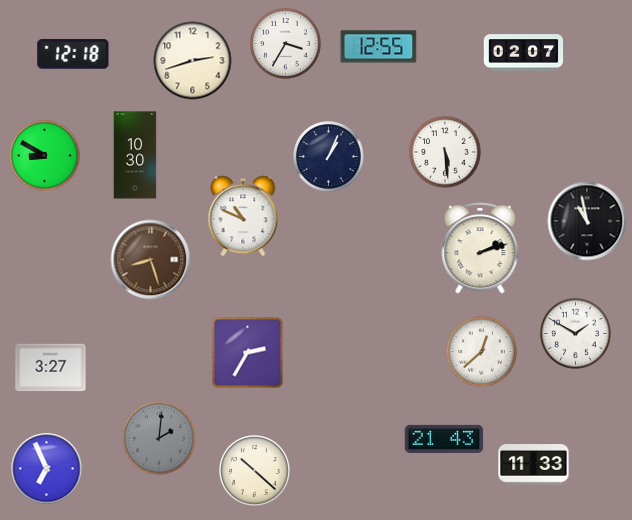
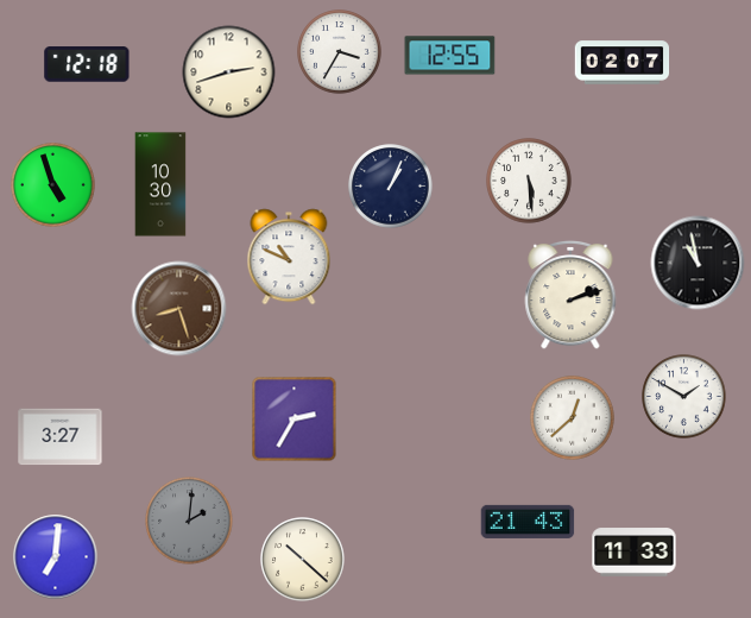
clock at (45, 156): 8:50 -> 4:57
clock at (47, 469): 6:56 -> 7:01
